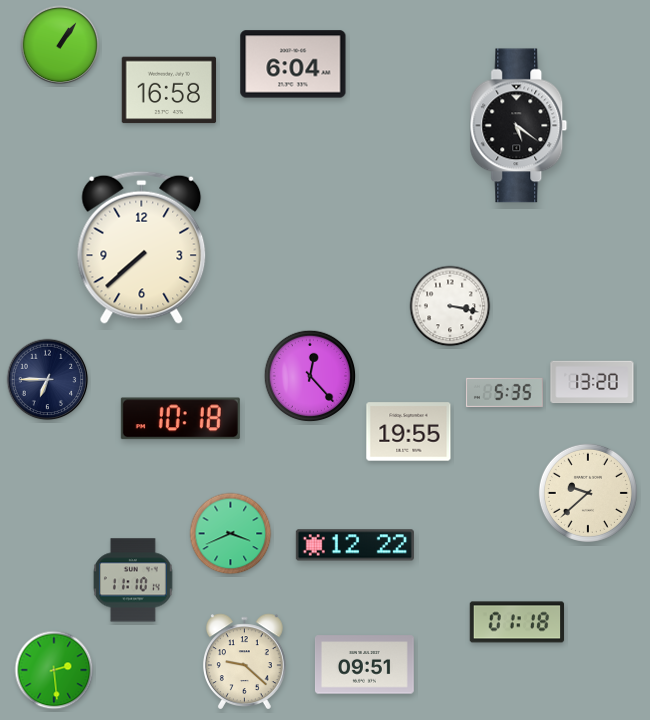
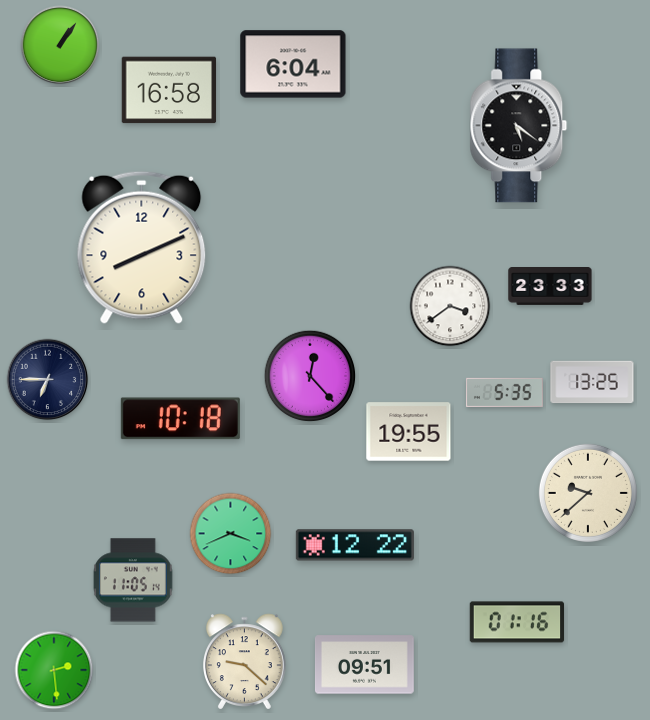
clock at (142, 247): 7:38 -> 8:11
clock at (550, 287): none -> 23:33
clock at (450, 306): 3:17 -> 3:39
clock at (592, 382): 13:20 -> 13:25
clock at (133, 580): 11:10 -> 11:05
clock at (517, 622): 01:18 -> 01:16
